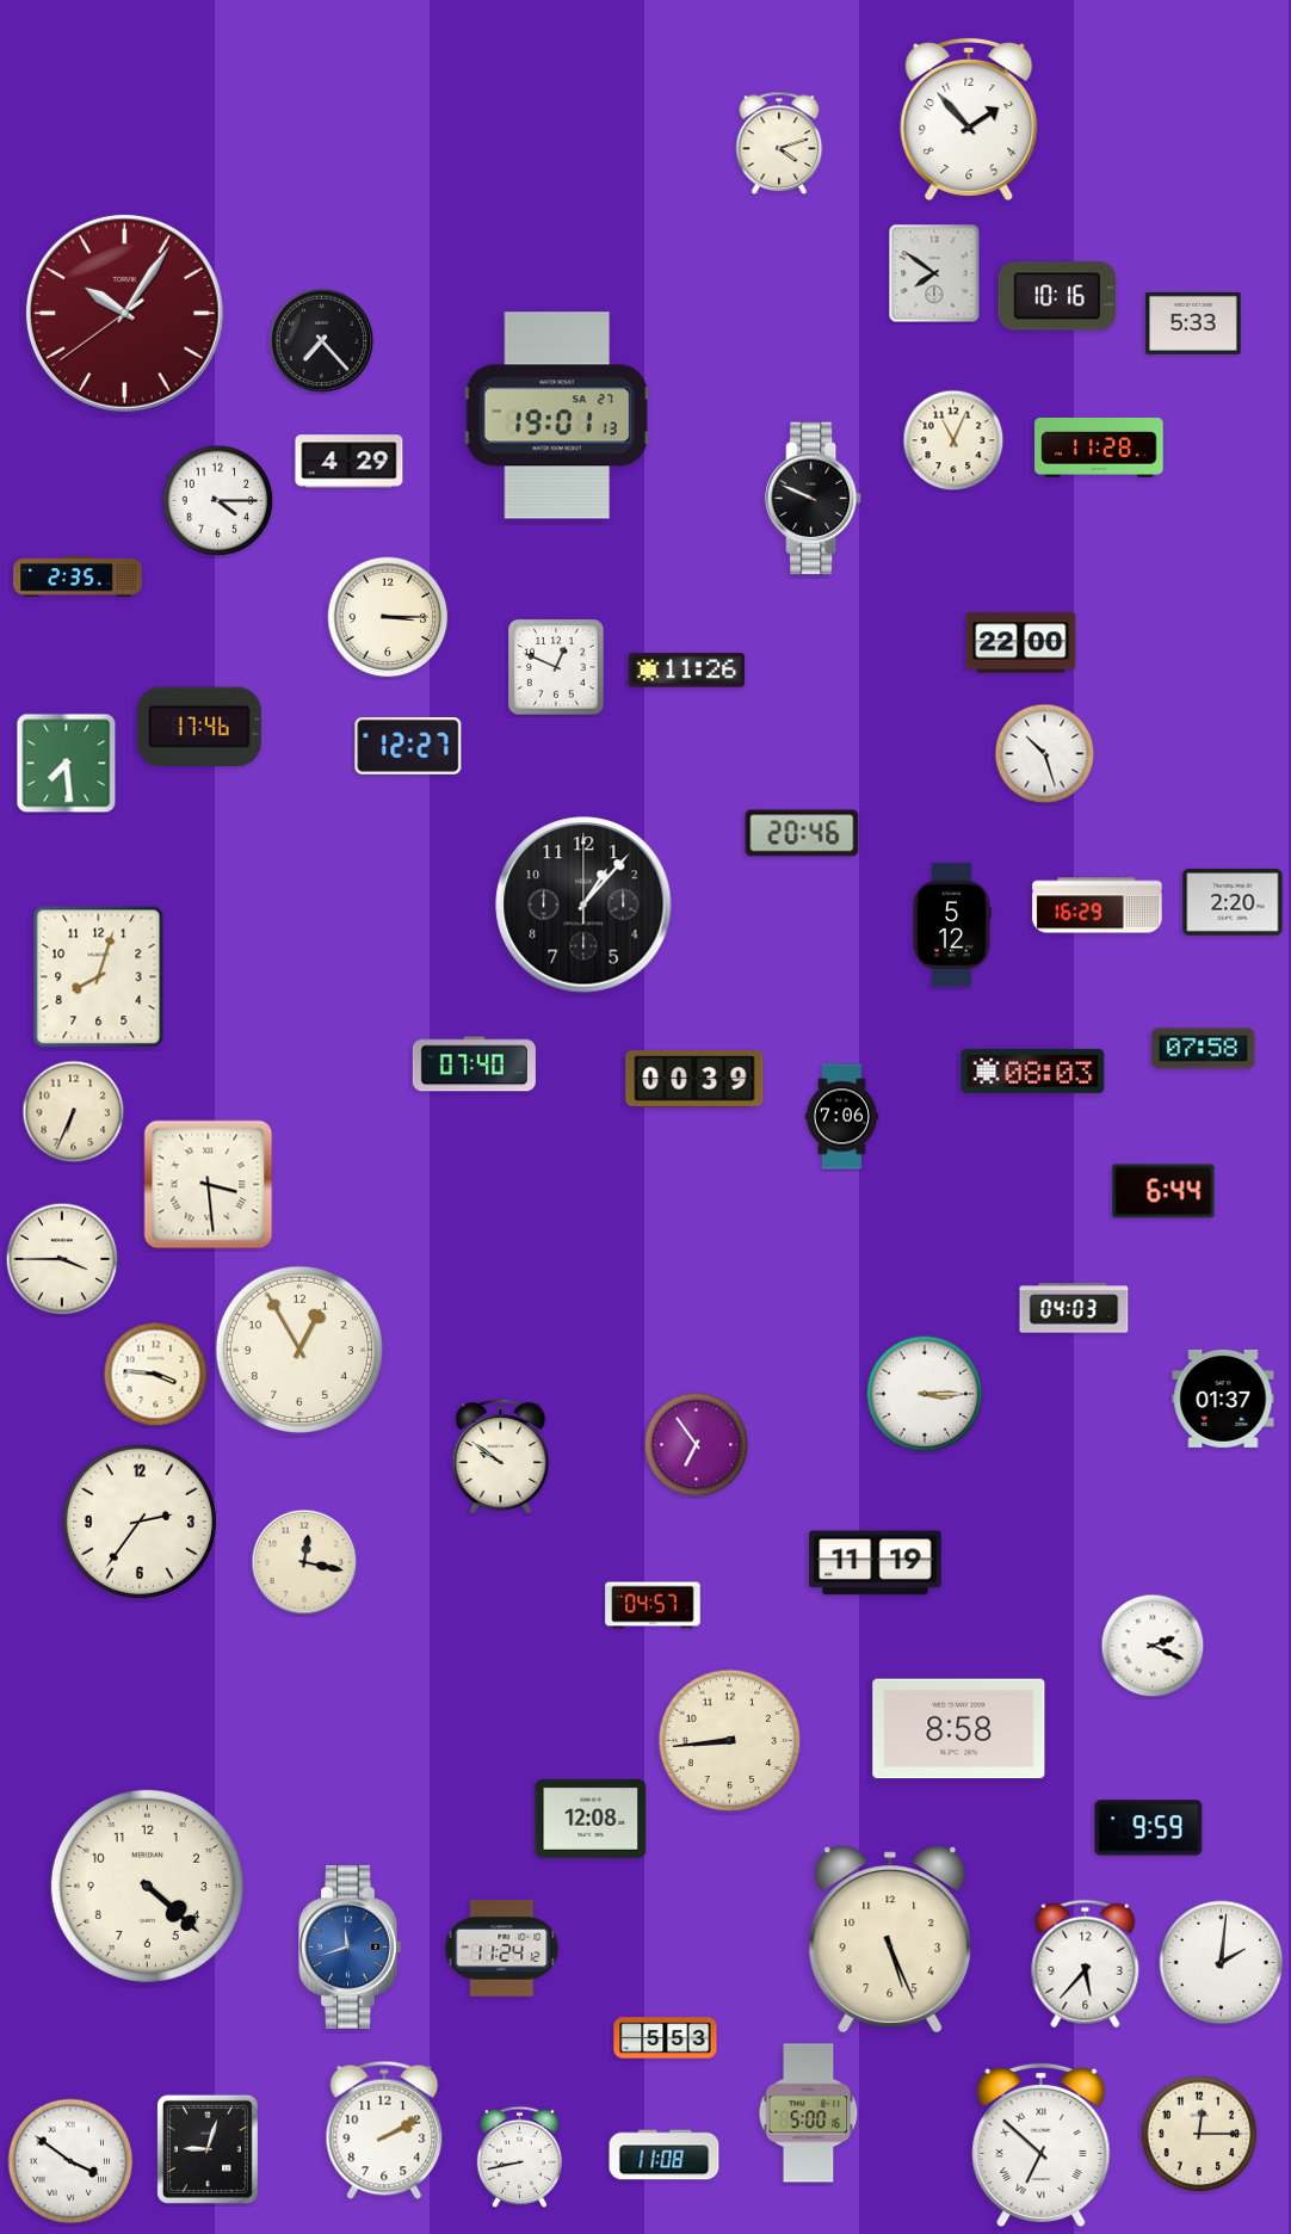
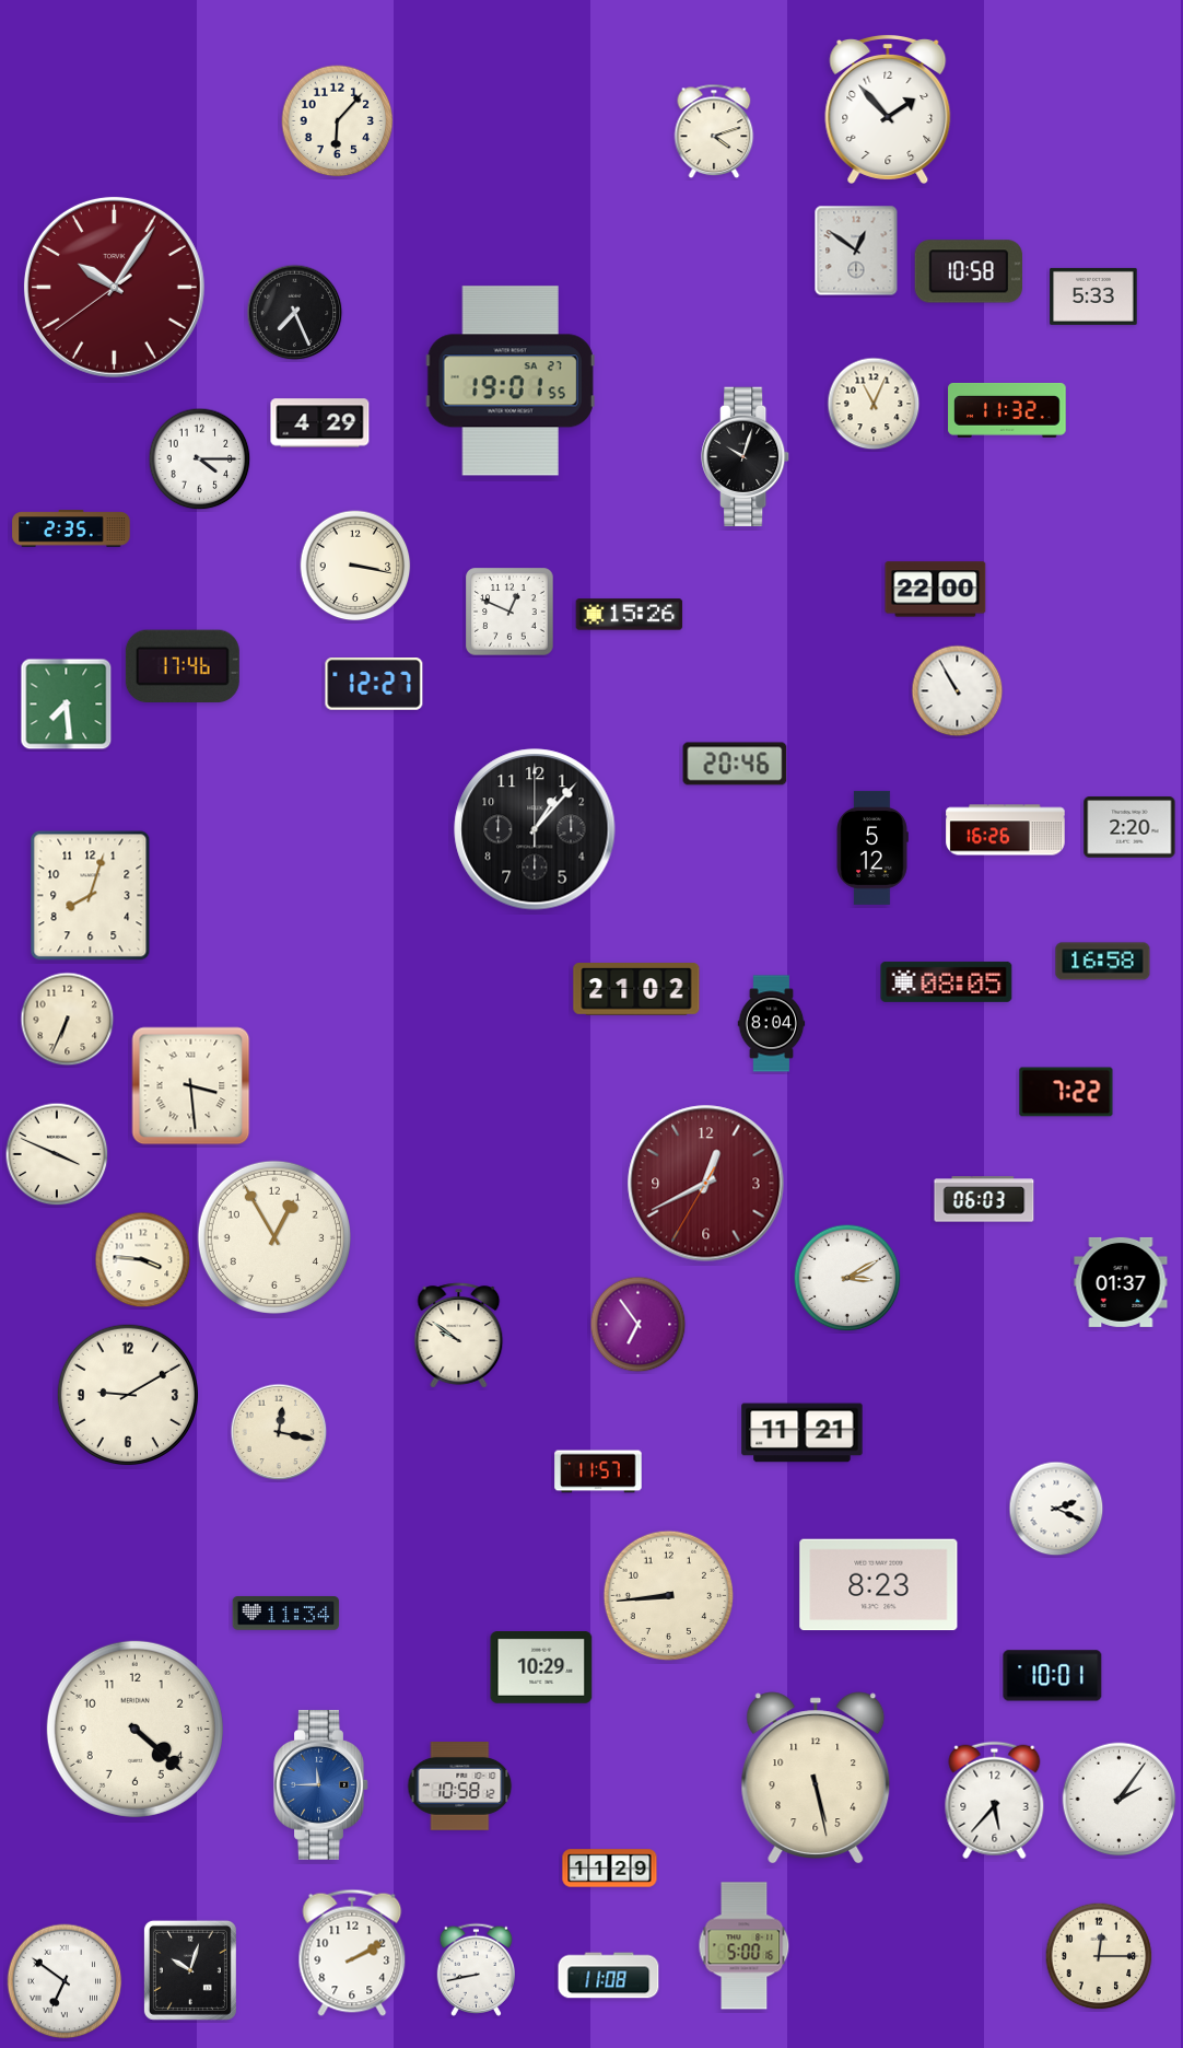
clock at (338, 121): none -> 6:07
clock at (934, 273): 7:51 -> 12:51
clock at (1056, 296): 10:16 -> 10:58
clock at (322, 341): 7:23 -> 7:26
clock at (557, 415): 19:01:13 -> 19:01:55
clock at (1099, 448): 11:28 -> 11:32
clock at (814, 499): 9:49 -> 10:03
clock at (388, 617): 3:15 -> 3:17
clock at (687, 671): 11:26 -> 15:26
clock at (1045, 754): 10:27 -> 10:55
clock at (67, 764) position: (67, 764) -> (67, 705)
clock at (1098, 906): 16:29 -> 16:26
clock at (1204, 1049): 07:58 -> 16:58
clock at (474, 1064): 07:40 -> none
clock at (1033, 1070): 08:03 -> 08:05
clock at (694, 1080): 00:39 -> 21:02
clock at (842, 1117): 7:06 -> 8:04
clock at (1163, 1191): 6:44 -> 7:22
clock at (62, 1259): 3:45 -> 3:49
clock at (706, 1184): none -> 12:40
clock at (1074, 1308): 04:03 -> 06:03
clock at (925, 1394): 3:15 -> 3:10
clock at (138, 1520): 2:36 -> 9:10
clock at (876, 1563): 11:19 -> 11:21
clock at (653, 1605): 04:57 -> 11:57
clock at (959, 1729): 8:58 -> 8:23
clock at (286, 1614): none -> 11:34
clock at (591, 1820): 12:08 -> 10:29
clock at (1149, 1828): 9:59 -> 10:01
clock at (890, 1938): 5:26 -> 5:28
clock at (351, 1948): 11:42 -> 11:45
clock at (502, 1949): 11:24 -> 10:58
clock at (1222, 1963): 2:01 -> 2:06
clock at (666, 2038): 5:53 -> 11:29
clock at (809, 2113) position: (809, 2113) -> (745, 1946)
clock at (1042, 2144): 6:52 -> none
clock at (208, 2149): 9:03 -> 10:03
clock at (519, 2156) position: (519, 2156) -> (476, 1969)
clock at (70, 2161): 3:51 -> 6:51
